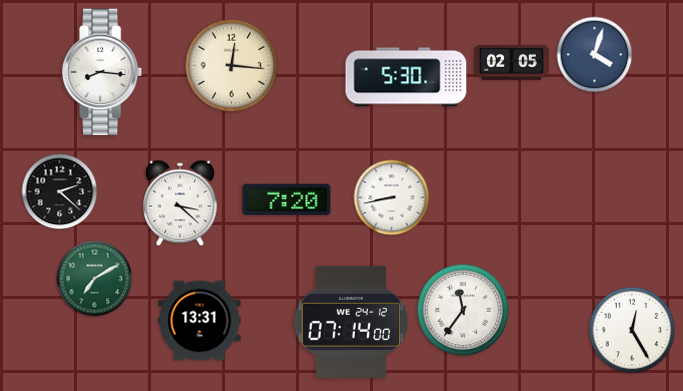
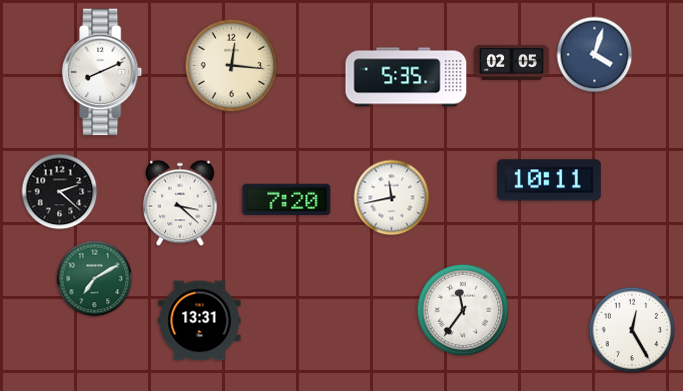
clock at (103, 72): 8:16 -> 8:11
clock at (406, 77): 5:30 -> 5:35
clock at (549, 180): none -> 10:11
clock at (392, 198): 8:43 -> 11:43
clock at (351, 322): 07:14 -> none
